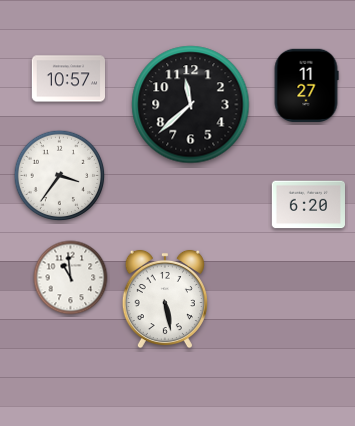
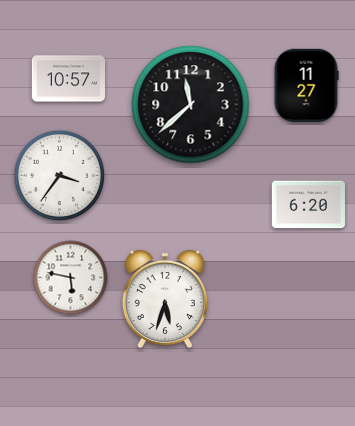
clock at (71, 278): 10:59 -> 5:47
clock at (165, 299): 5:28 -> 5:33
